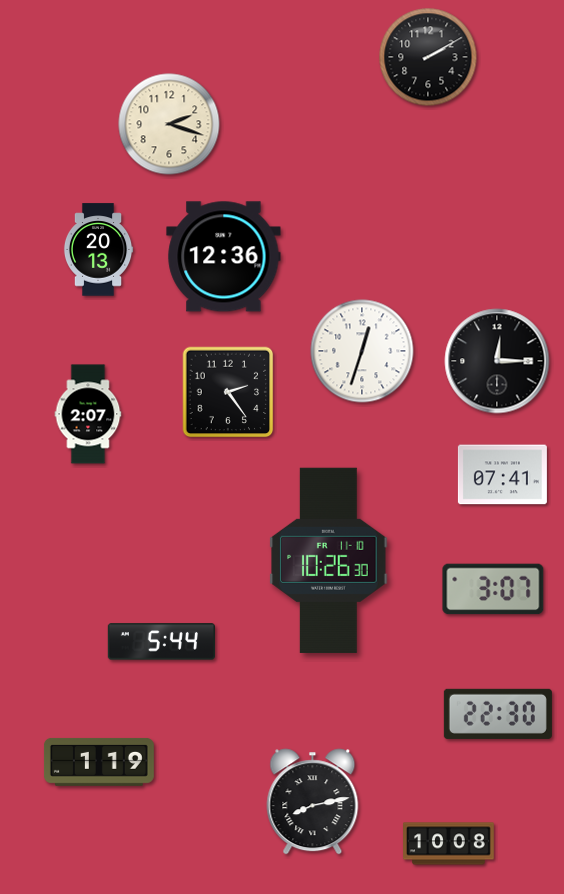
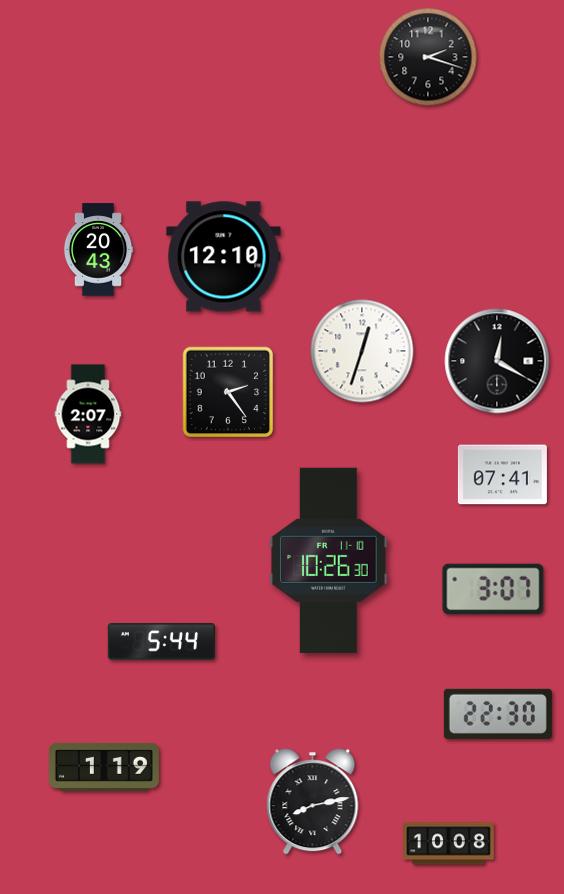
clock at (428, 57): 2:10 -> 2:18
clock at (169, 124): 2:18 -> none
clock at (98, 250): 20:13 -> 20:43
clock at (224, 257): 12:36 -> 12:10
clock at (497, 361): 12:15 -> 12:20
clock at (99, 762) position: (99, 762) -> (104, 767)
